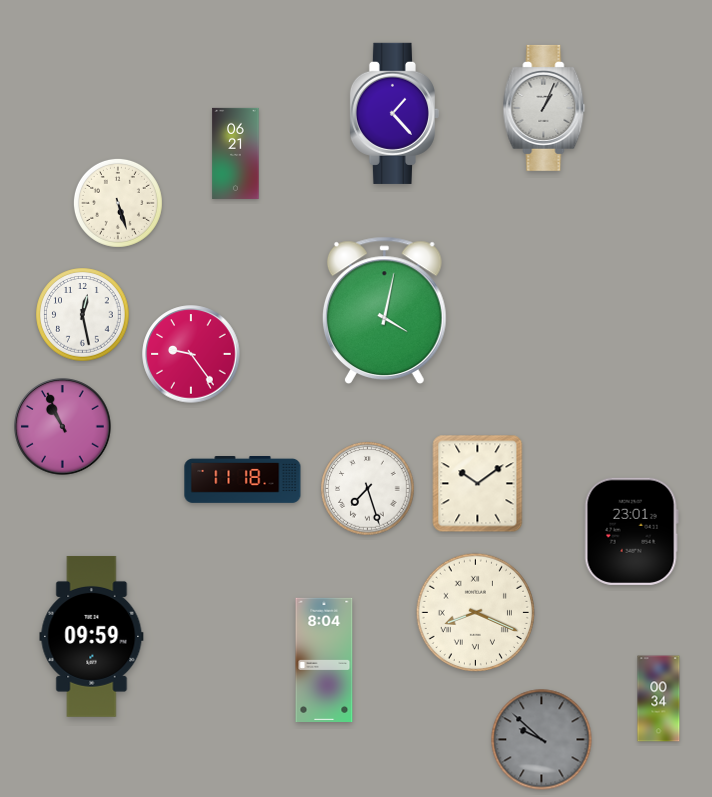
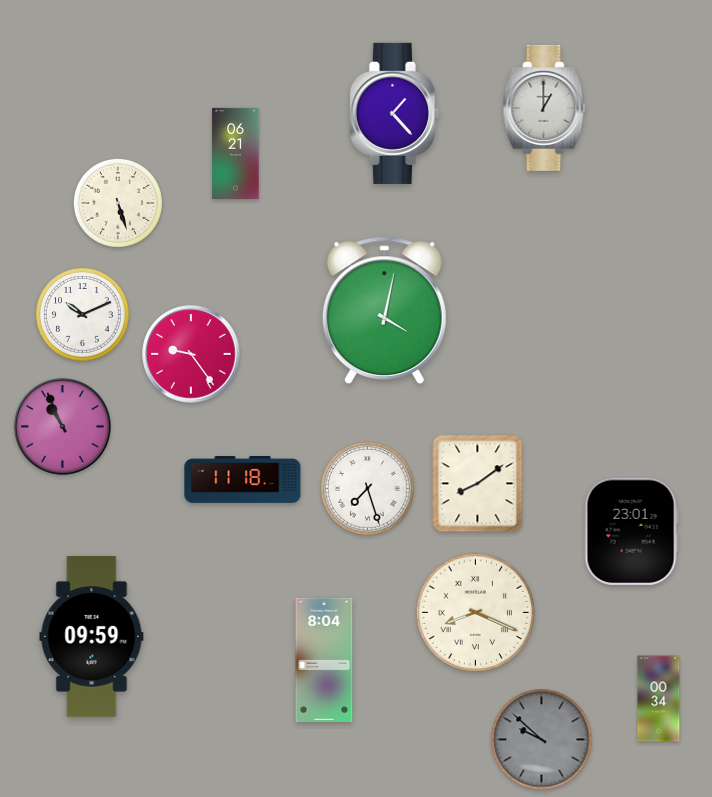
clock at (544, 108): 1:04 -> 1:00
clock at (83, 315): 12:28 -> 10:11
clock at (478, 484): 10:09 -> 8:09
